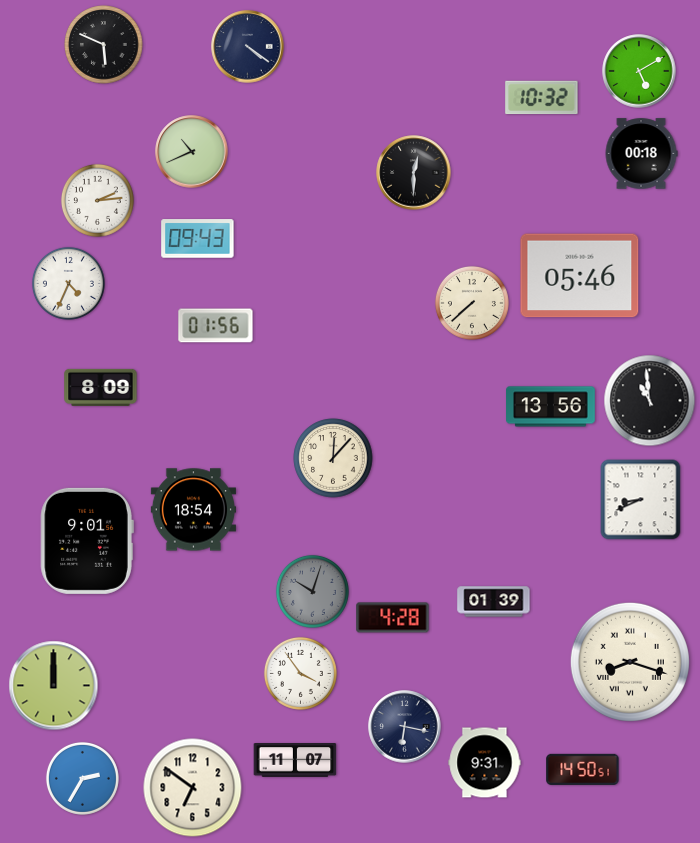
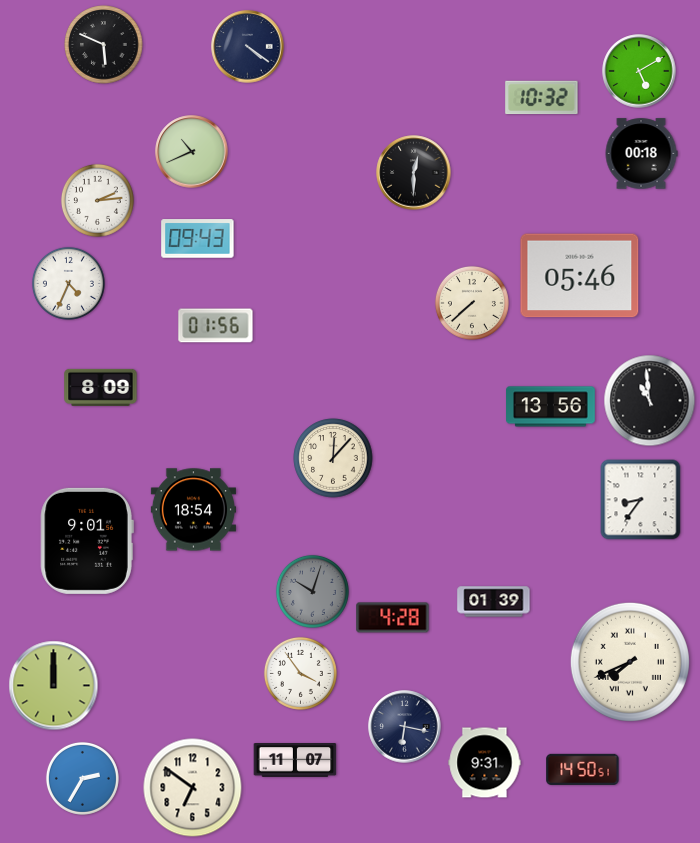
clock at (641, 500): 8:41 -> 8:36
clock at (630, 662): 8:18 -> 7:41
